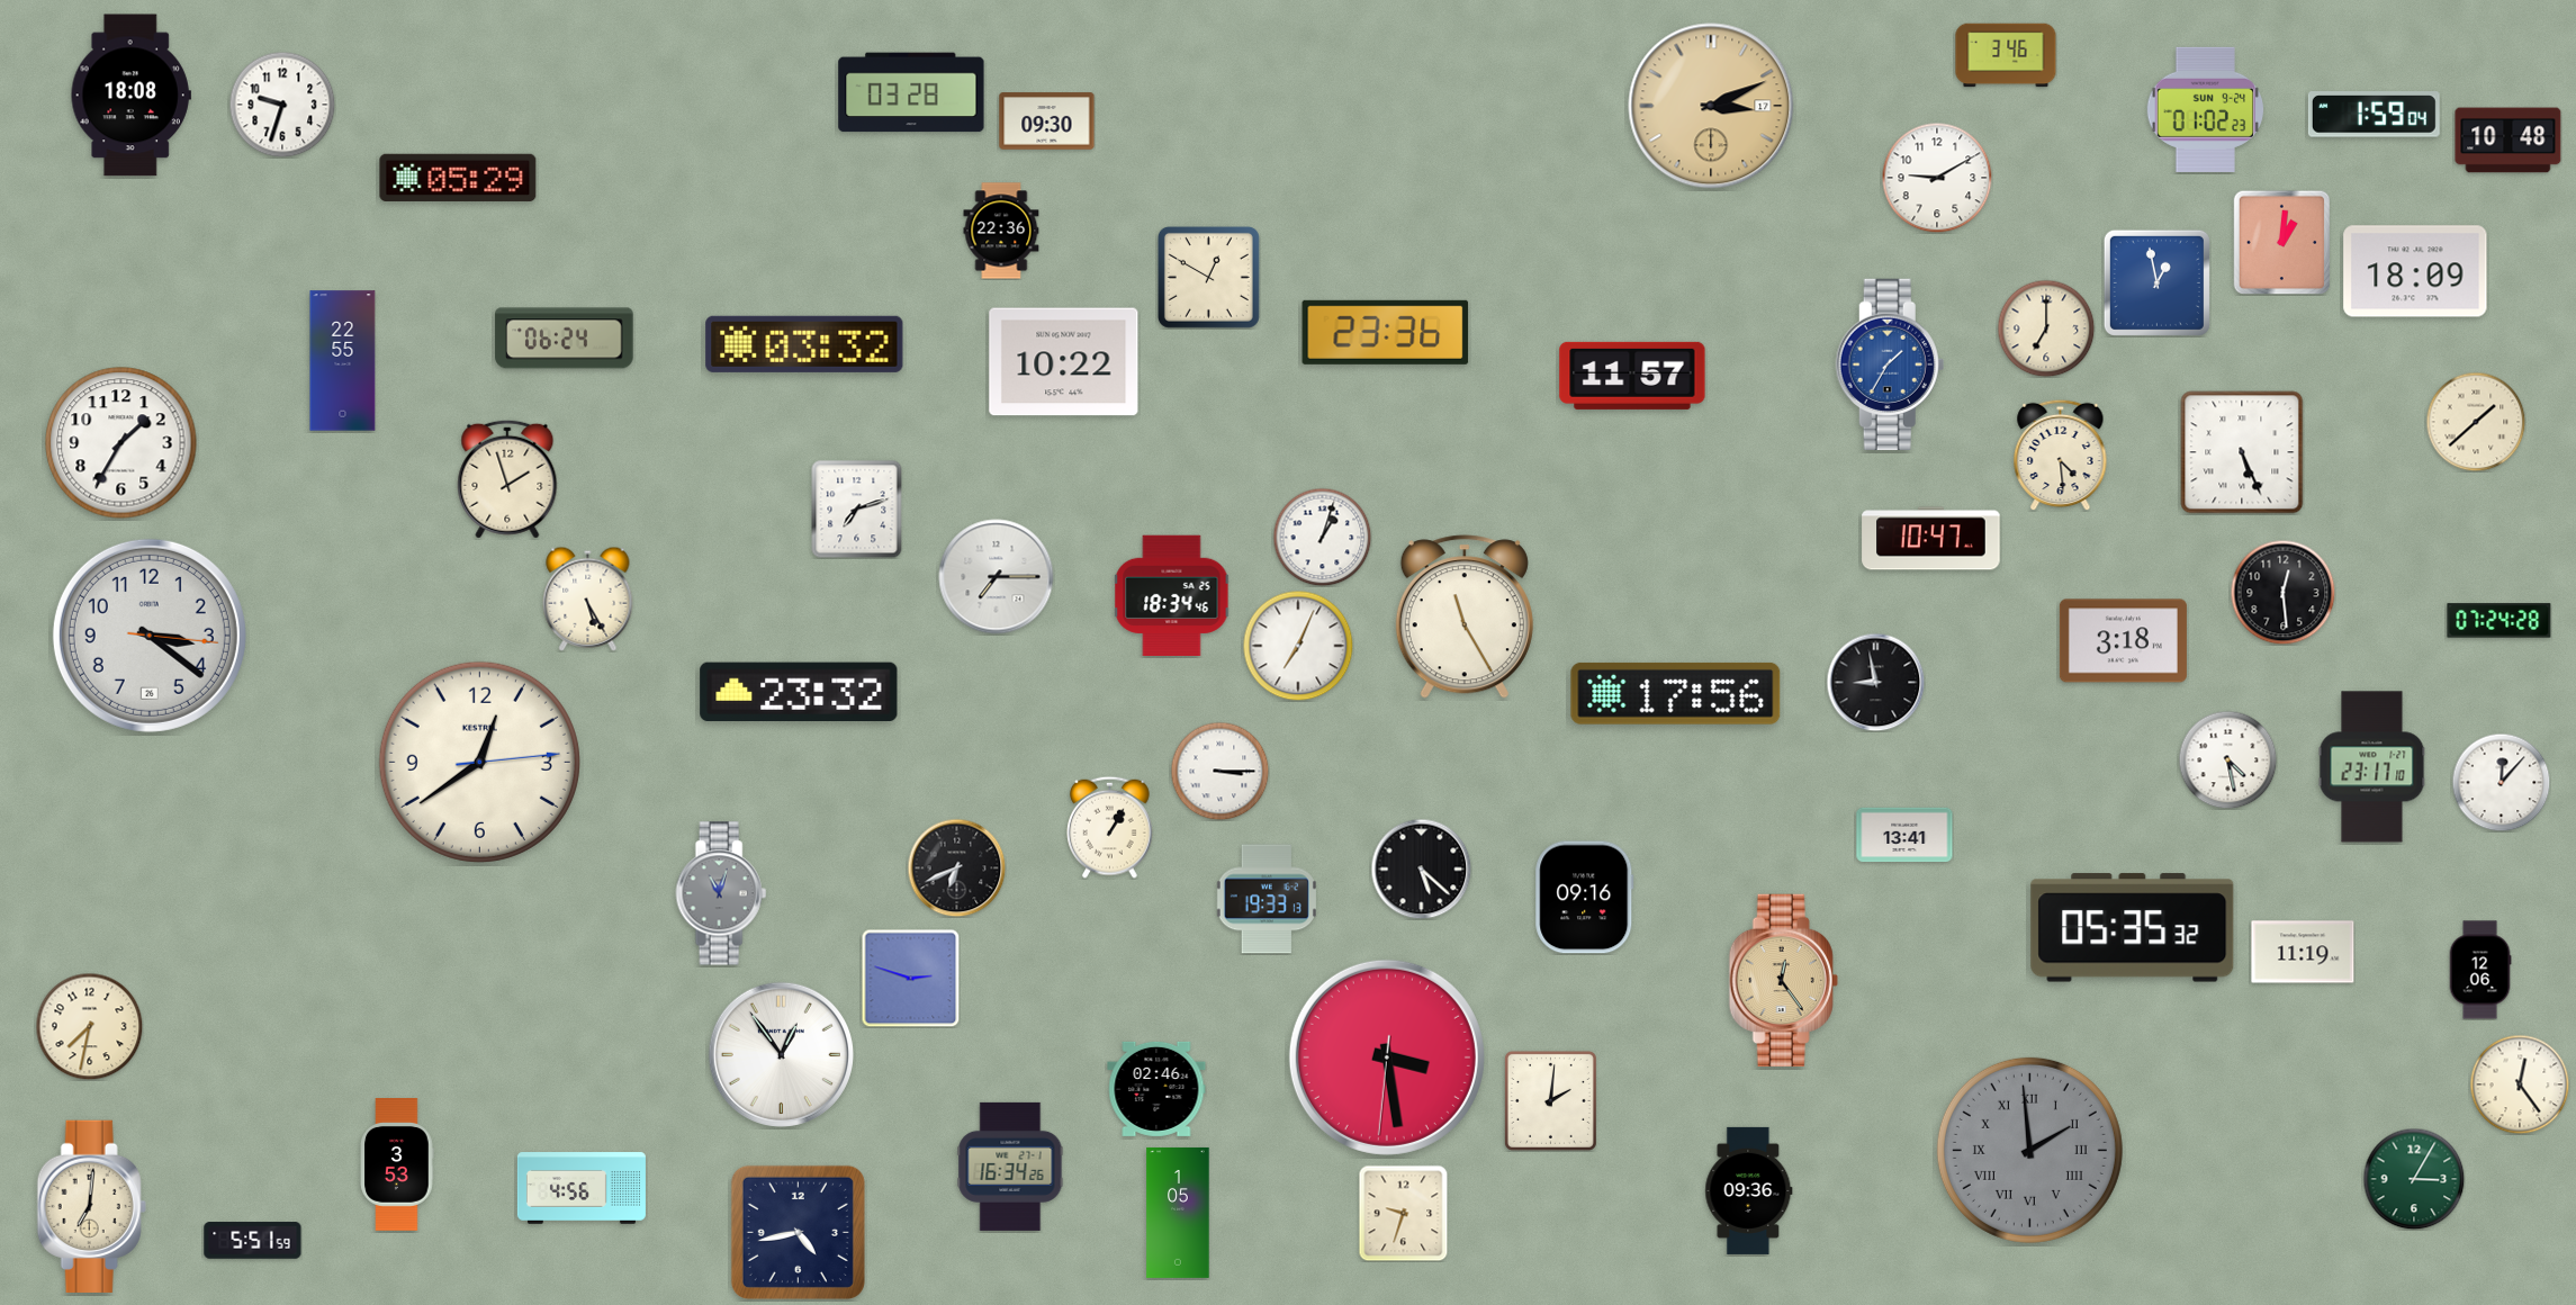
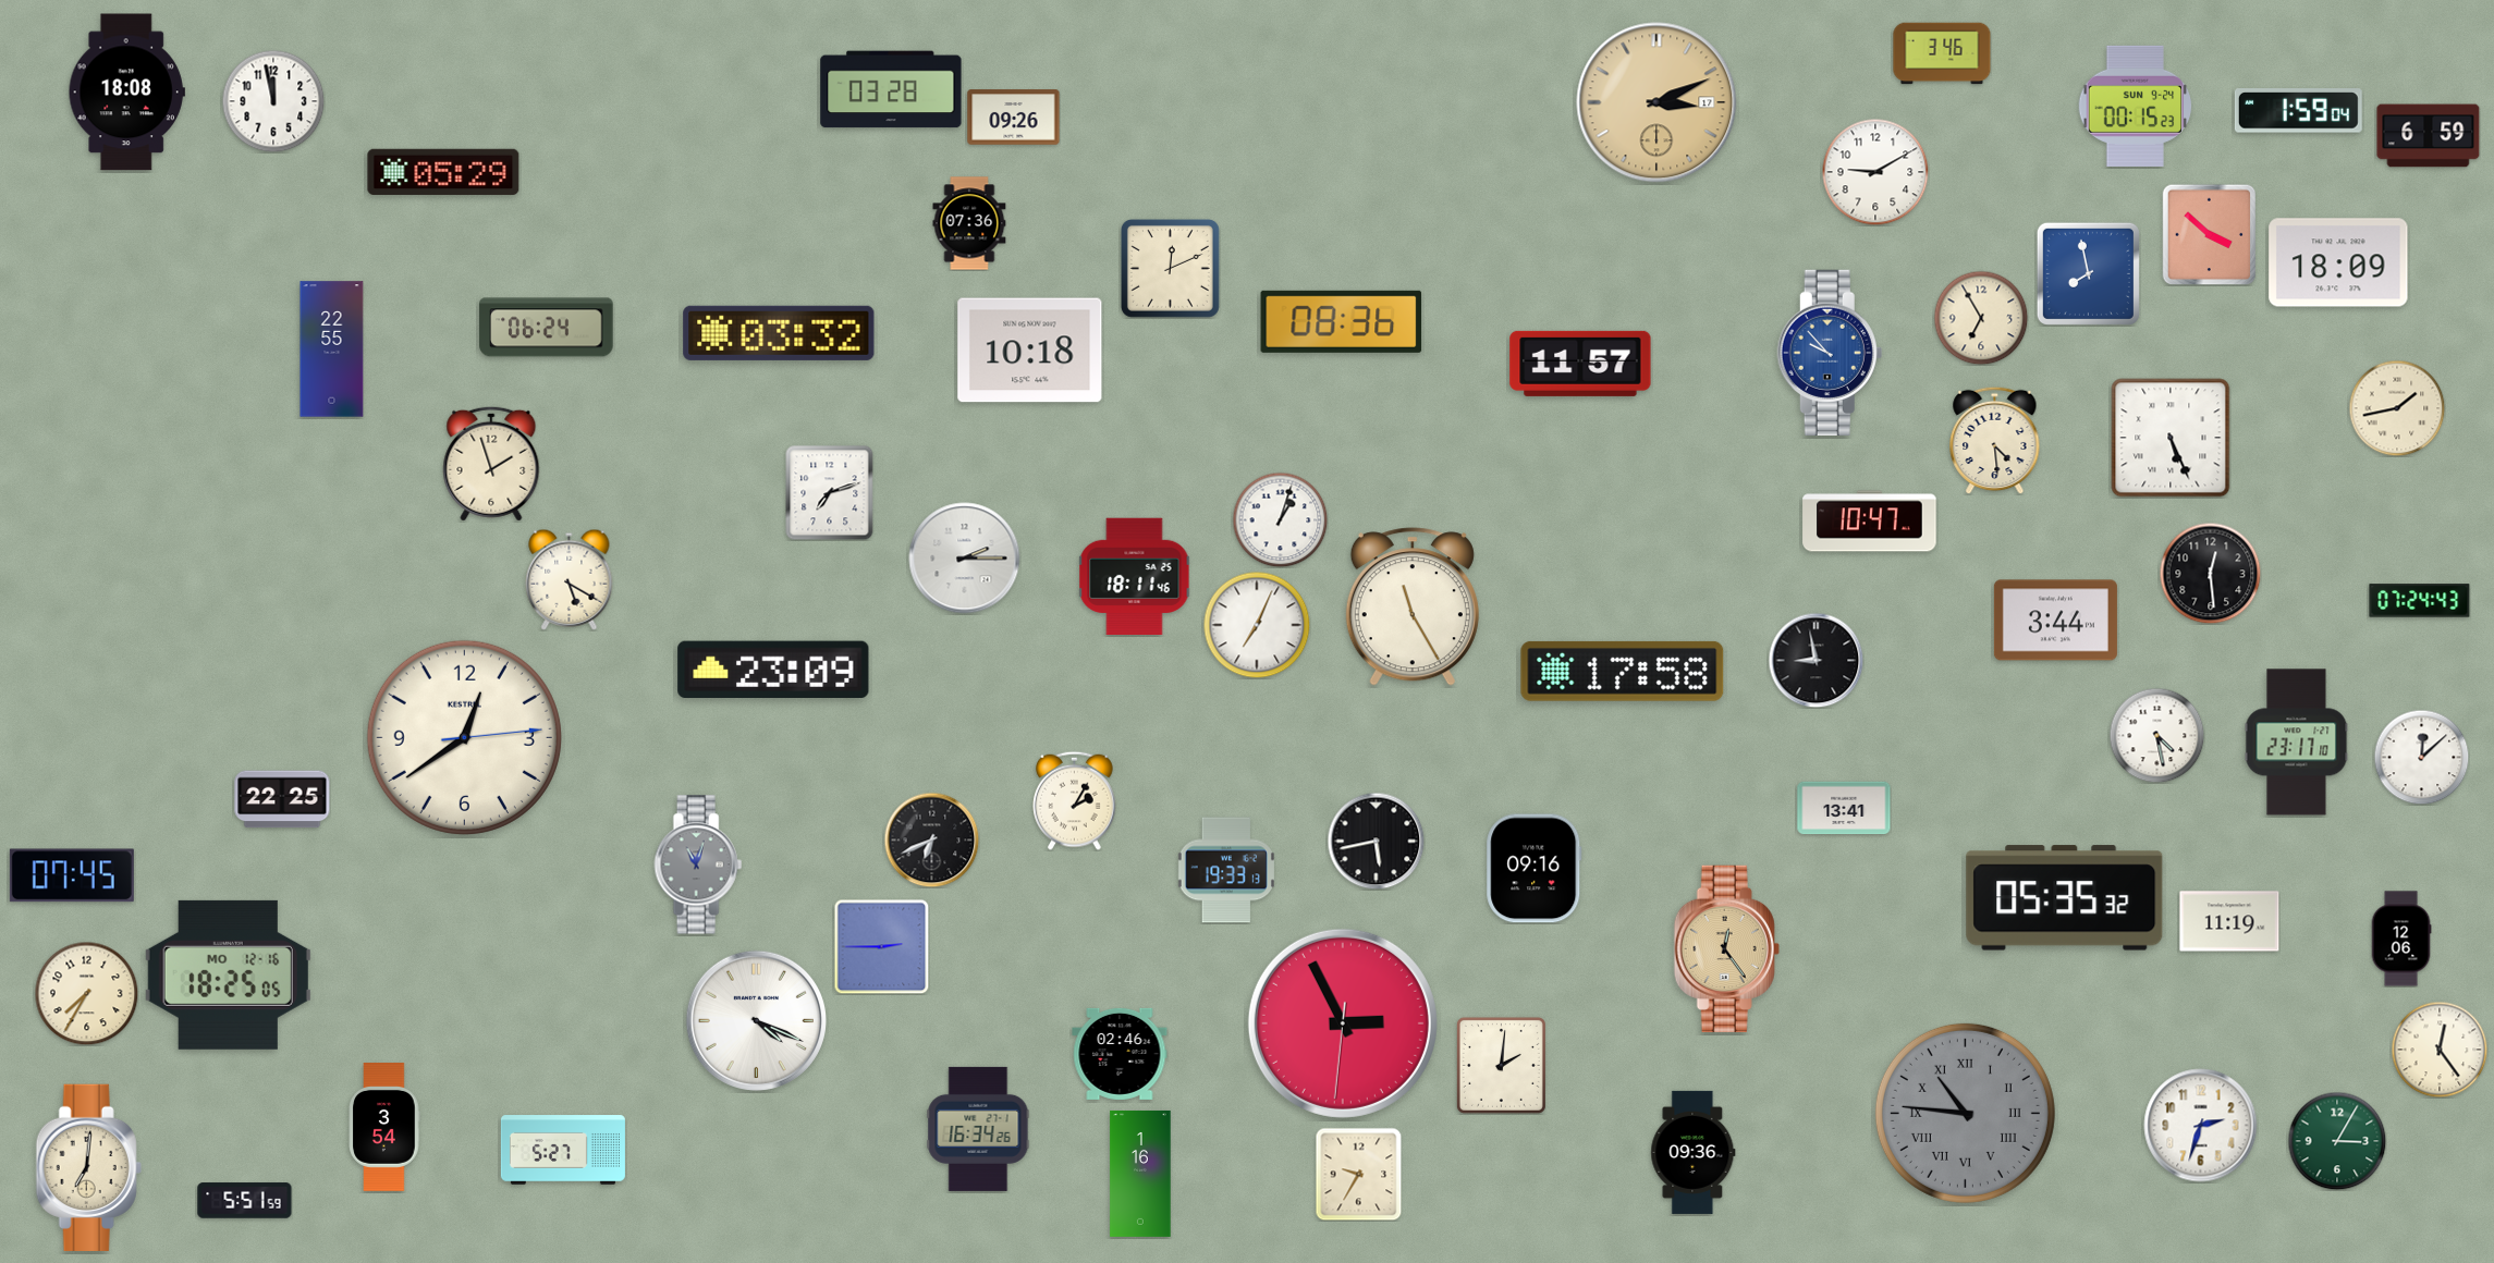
clock at (911, 92) position: (911, 92) -> (891, 89)
clock at (282, 105): 9:33 -> 11:58
clock at (2206, 109): 01:02 -> 00:15
clock at (1047, 121): 09:30 -> 09:26
clock at (2509, 141): 10:48 -> 6:59
clock at (1001, 231): 22:36 -> 07:36
clock at (2282, 242): 1:01 -> 3:52
clock at (1208, 277): 12:50 -> 12:11
clock at (2156, 282): 12:58 -> 7:58
clock at (2046, 328): 7:00 -> 6:55
clock at (1386, 332): 23:36 -> 08:36
clock at (1064, 362): 10:22 -> 10:18
clock at (1890, 363): 1:35 -> 9:53
clock at (2476, 422): 1:38 -> 1:43
clock at (121, 443): 1:35 -> none
clock at (997, 577): 7:15 -> 2:15
clock at (1172, 595): 18:34 -> 18:11
clock at (588, 598): 5:25 -> 5:20
clock at (1465, 616) position: (1465, 616) -> (1413, 606)
clock at (2500, 621): 07:24:28 -> 07:24:43
clock at (150, 636): 3:21 -> none
clock at (2123, 641): 3:18 -> 3:44
clock at (799, 692): 23:32 -> 23:09
clock at (1676, 693): 17:56 -> 17:58
clock at (1219, 771): 3:15 -> none
clock at (2501, 782): 12:07 -> 12:08
clock at (282, 799): none -> 22:25
clock at (1110, 827): 1:05 -> 2:05
clock at (956, 867) position: (956, 867) -> (931, 839)
clock at (1421, 868): 5:22 -> 5:43
clock at (72, 875): none -> 07:45
clock at (910, 978): 2:48 -> 2:45
clock at (228, 974): none -> 18:25
clock at (89, 1026): 7:32 -> 7:35
clock at (781, 1054): 12:54 -> 4:19
clock at (1387, 1057): 3:28 -> 2:55
clock at (2029, 1150): 1:59 -> 10:46
clock at (2201, 1126): none -> 2:33
clock at (397, 1165): 3:53 -> 3:54
clock at (582, 1188): 4:56 -> 5:27
clock at (1178, 1213): 1:05 -> 1:16
clock at (1404, 1213): 9:33 -> 9:35
clock at (798, 1232): 4:43 -> none
